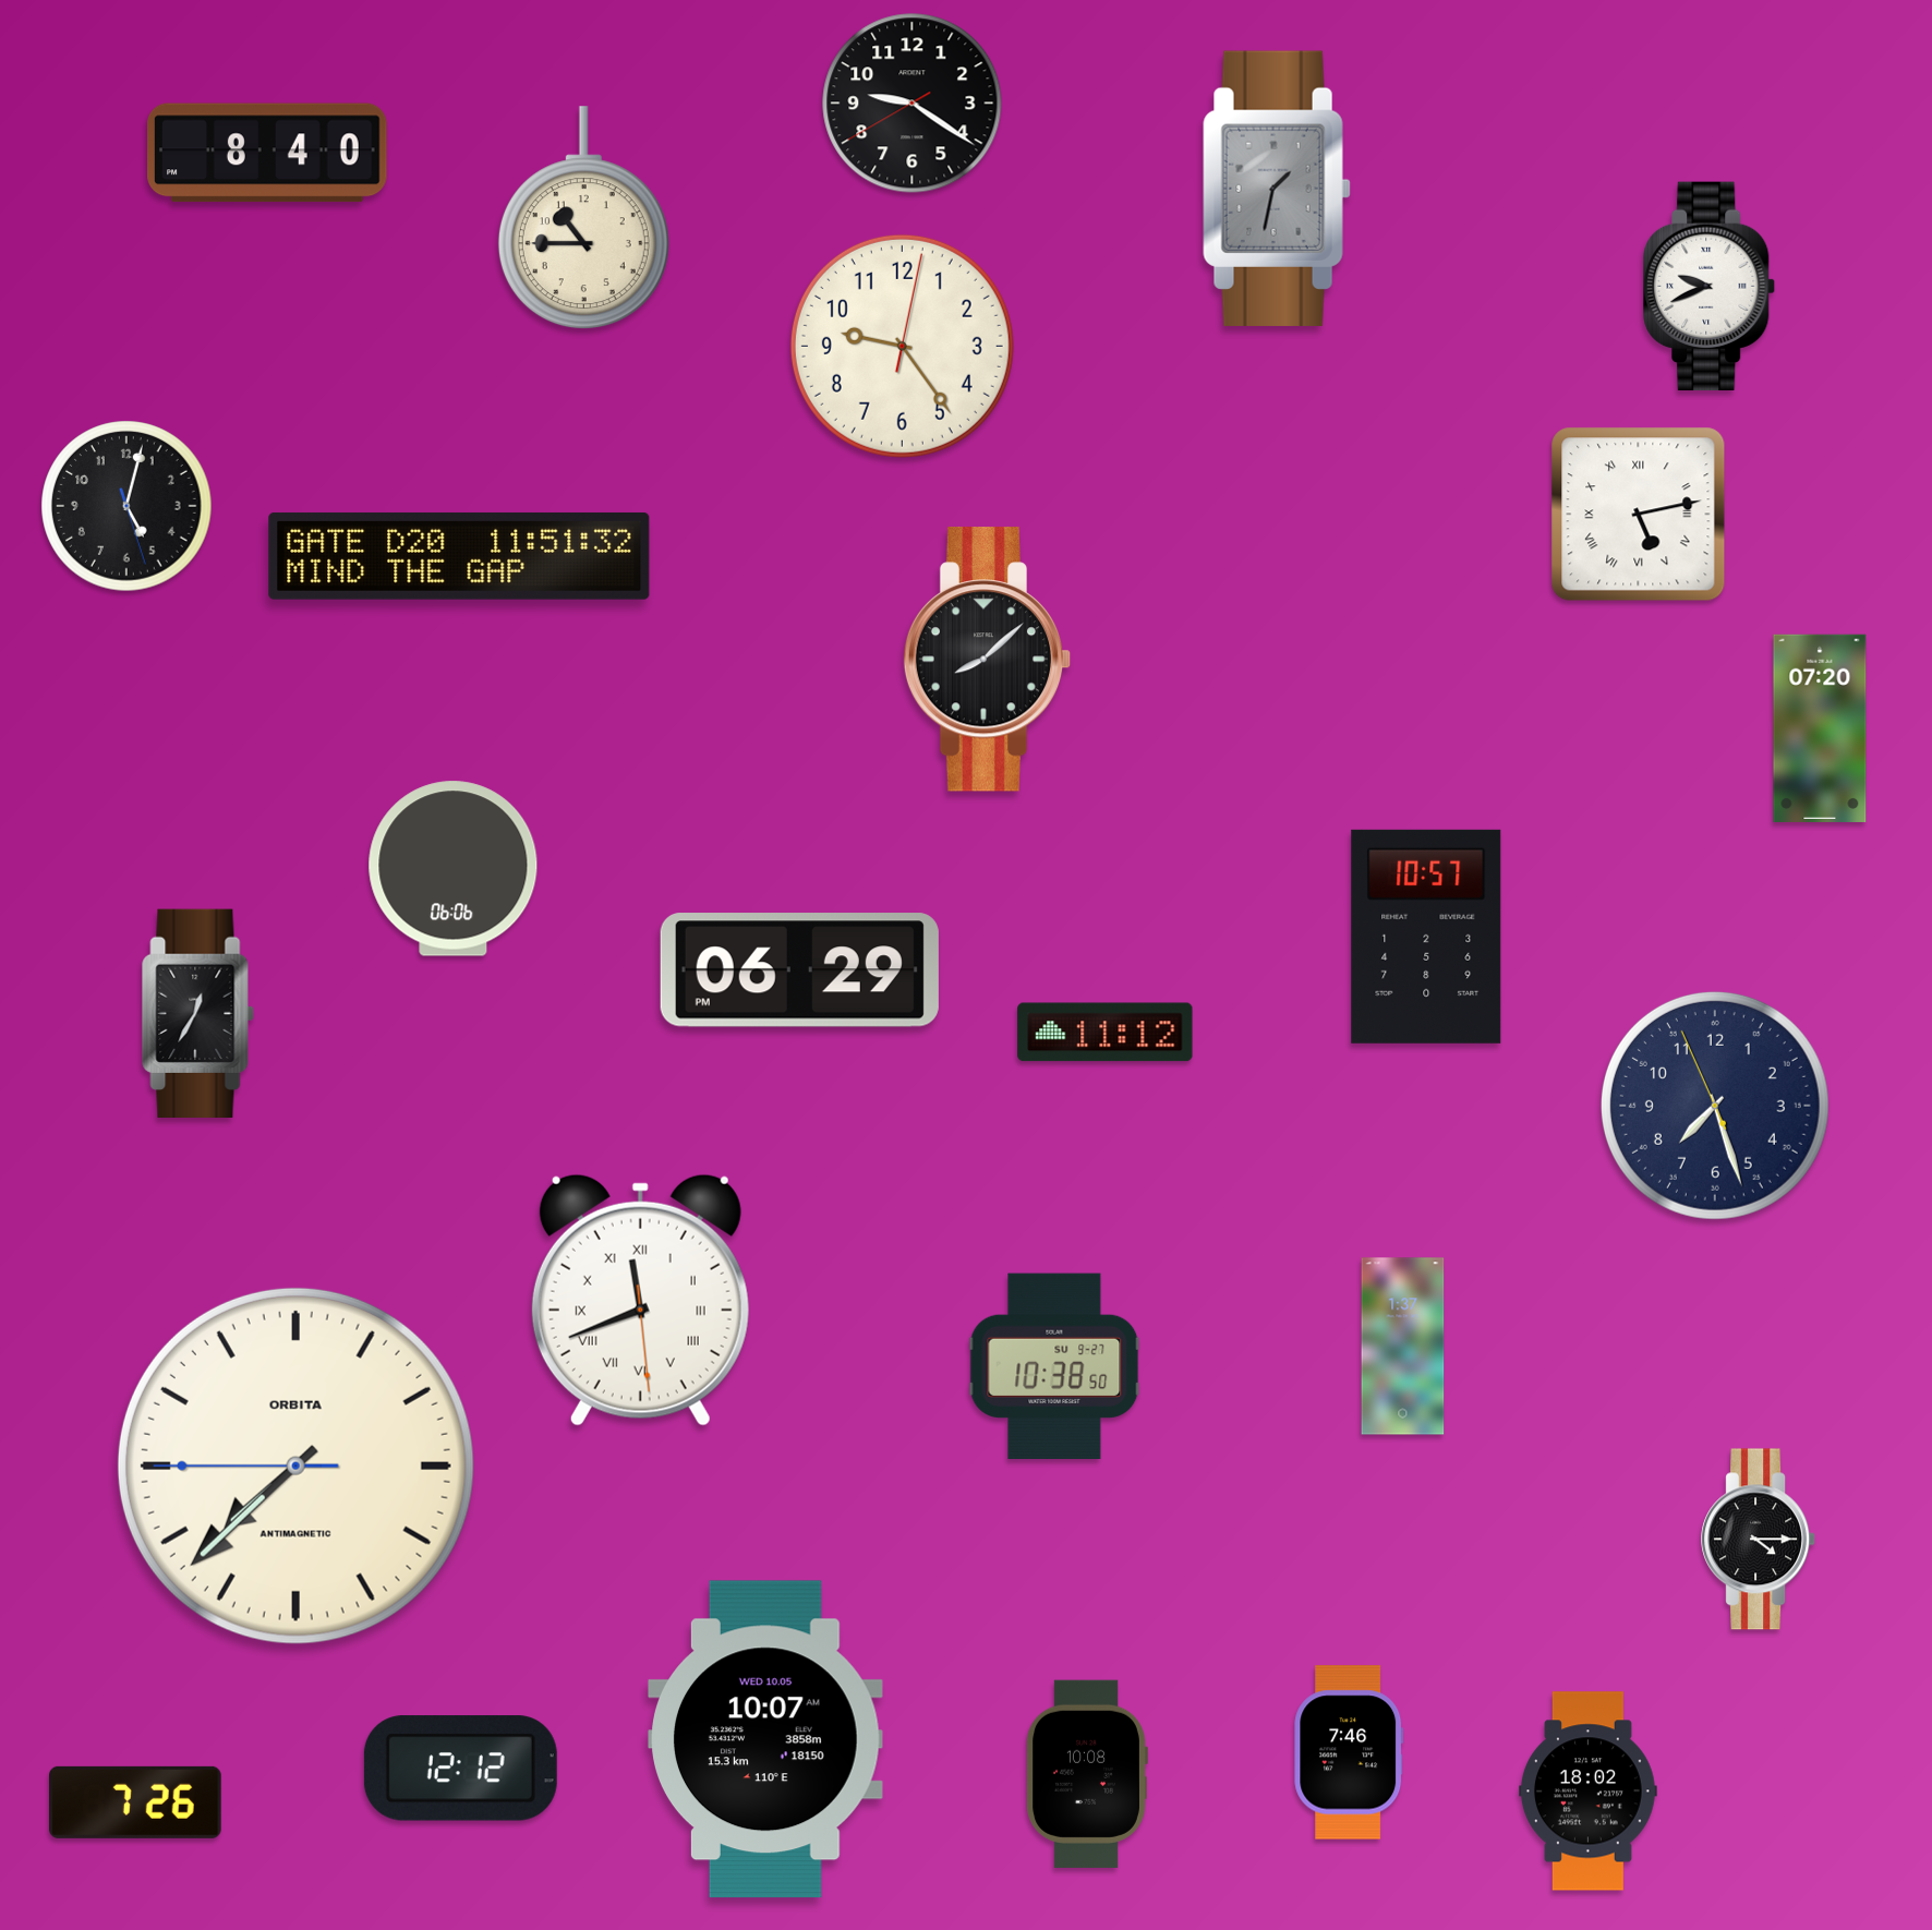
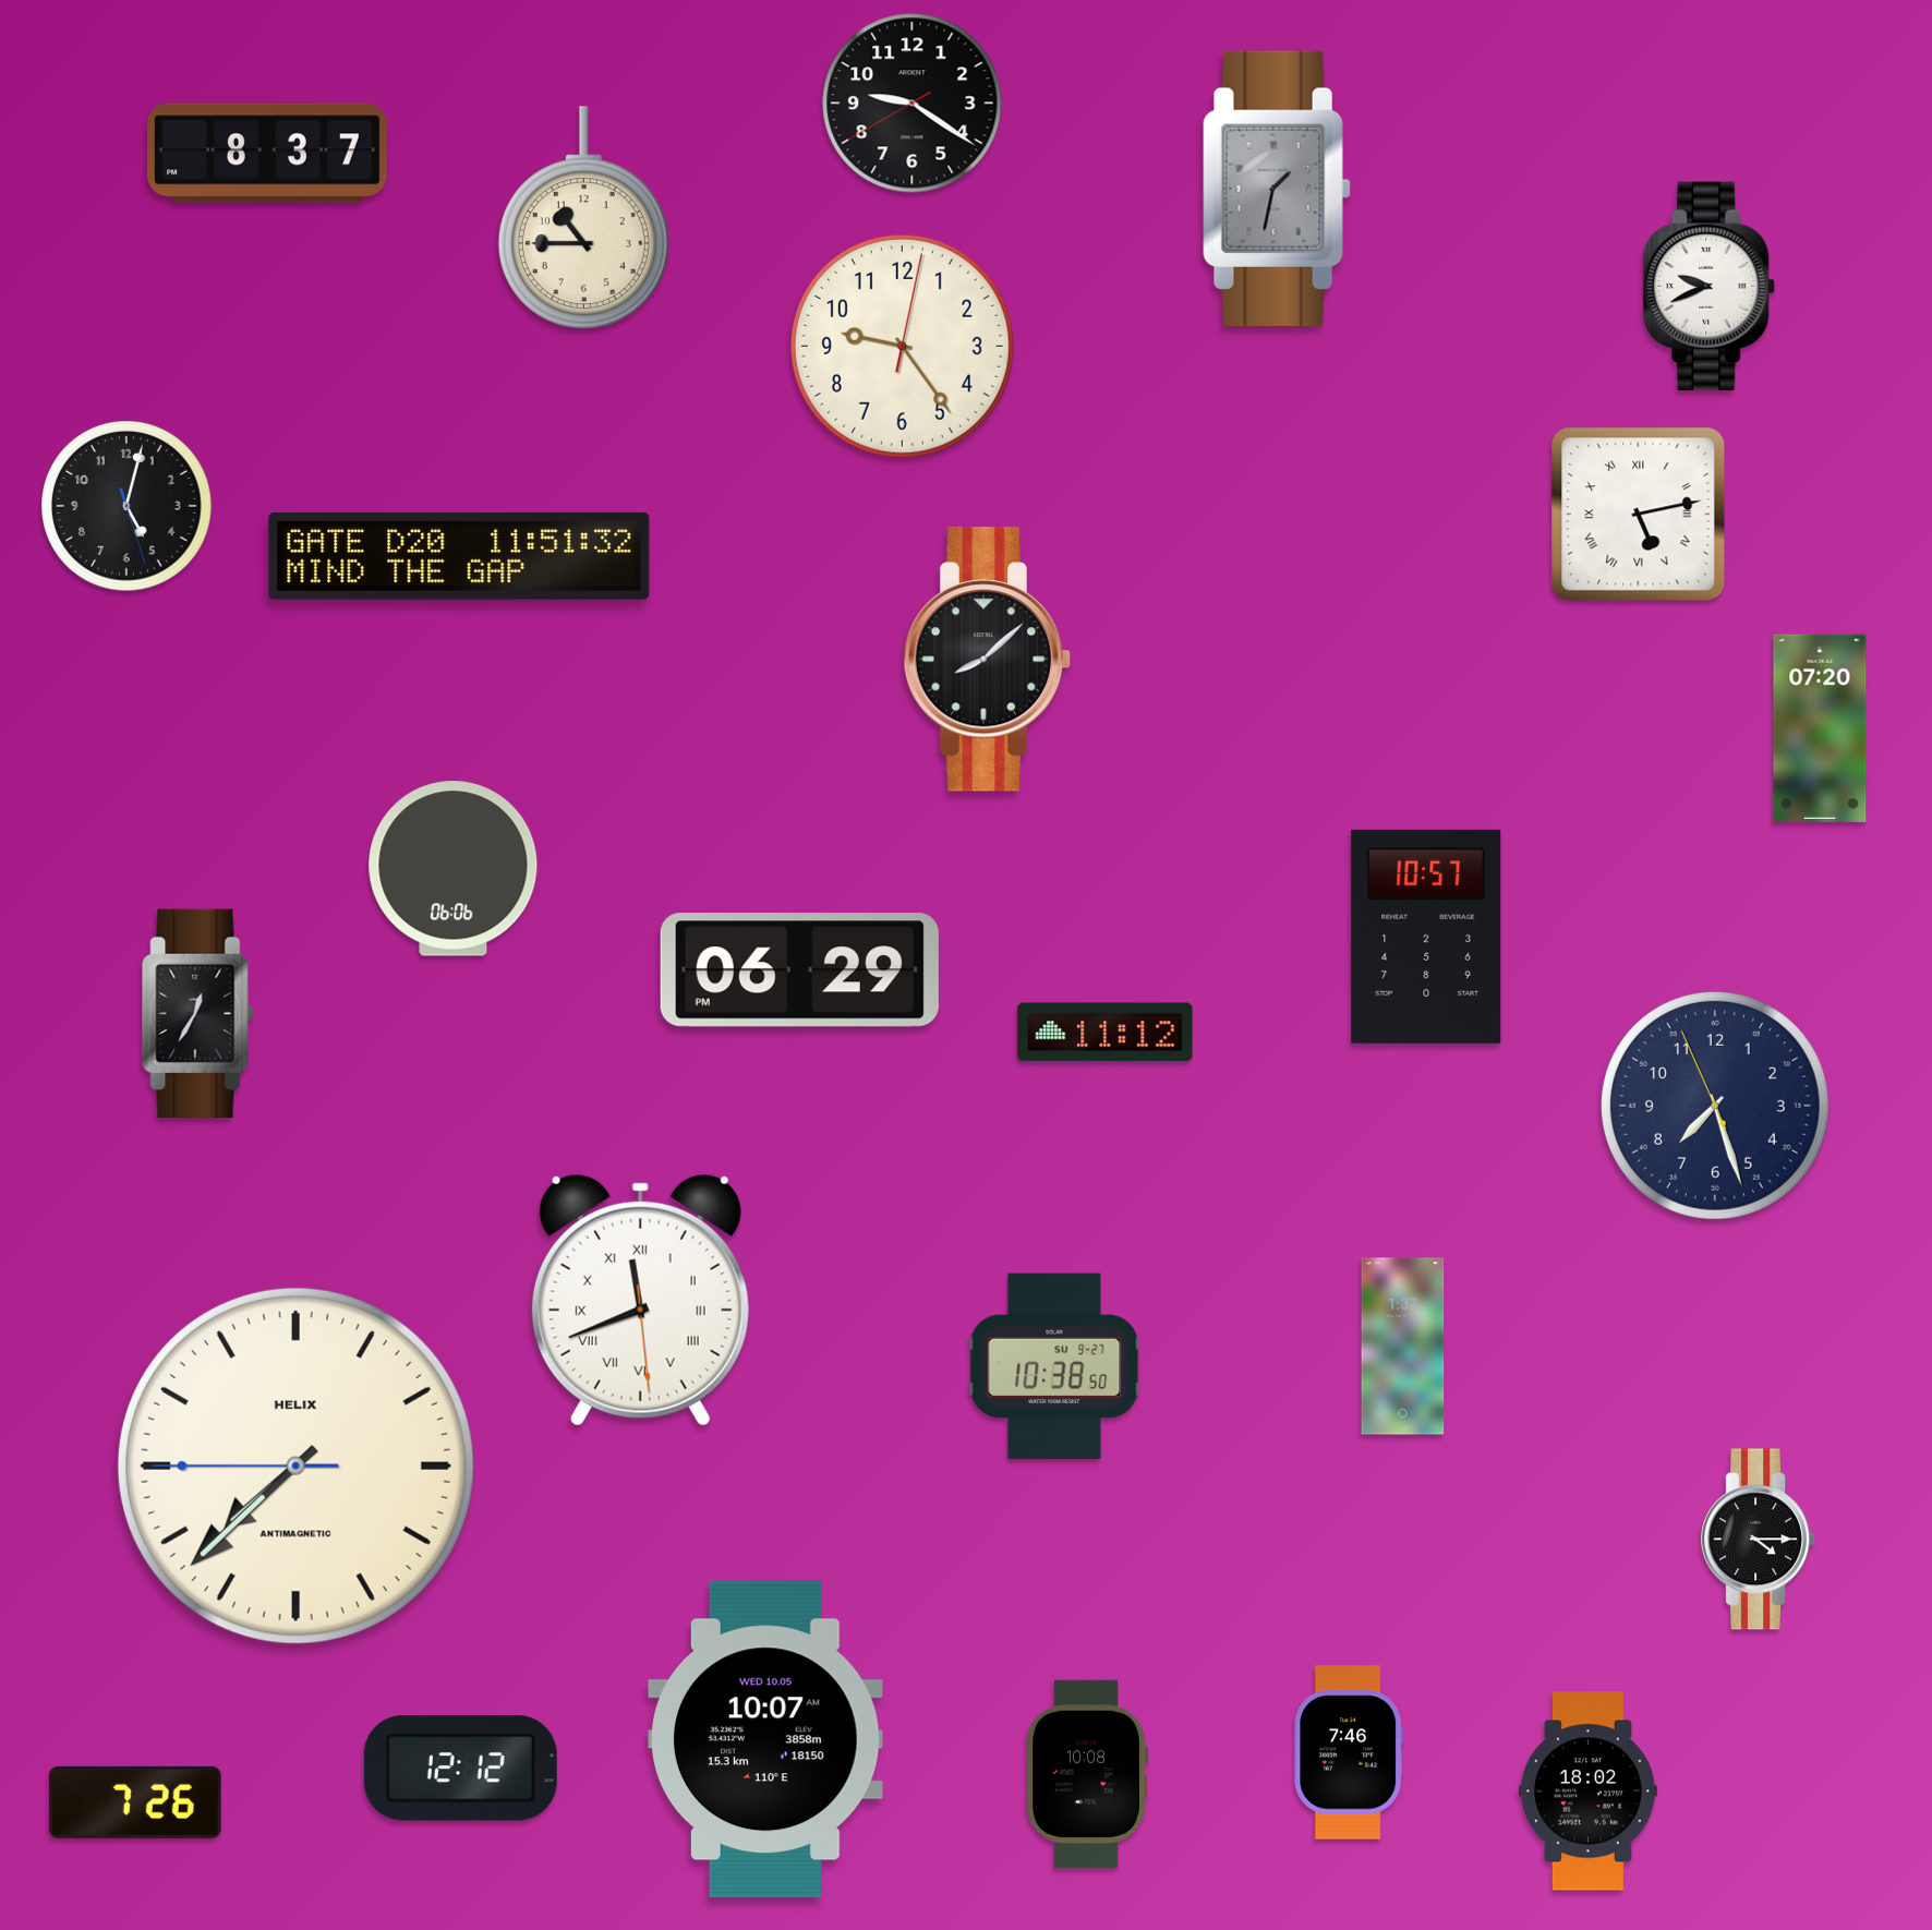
clock at (268, 153): 8:40 -> 8:37
clock at (295, 1465) brand: ORBITA -> HELIX
